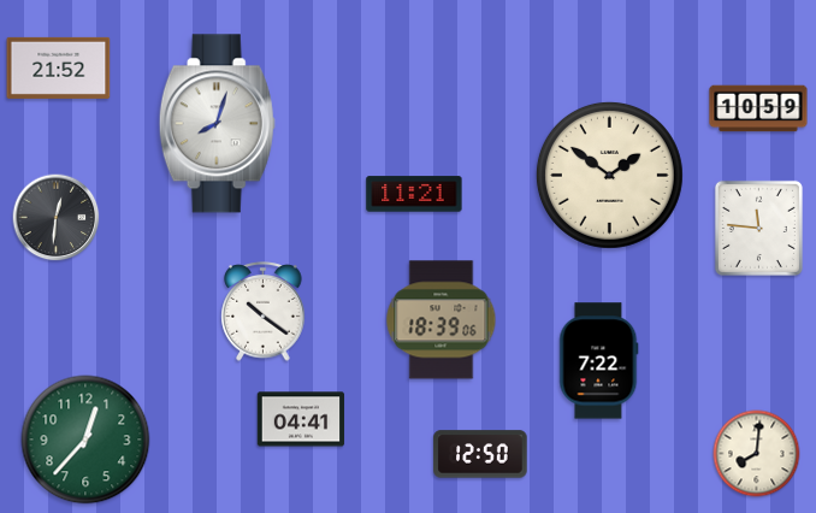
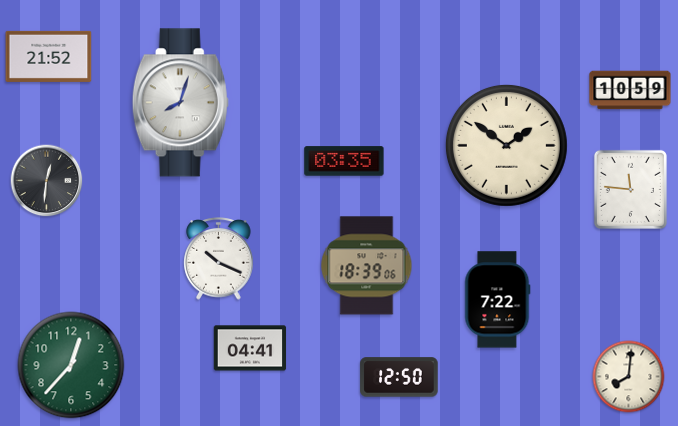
clock at (414, 194): 11:21 -> 03:35
clock at (264, 312): 10:21 -> 10:19
